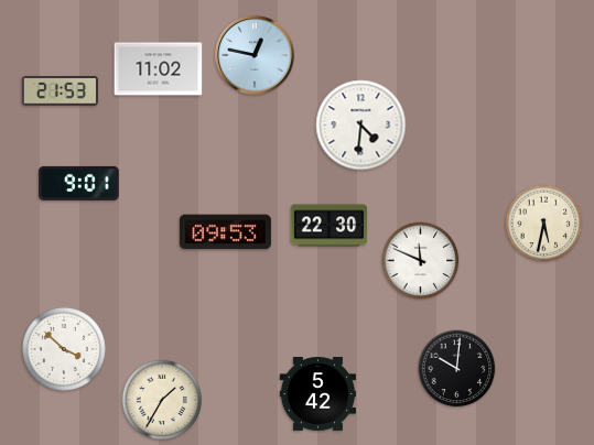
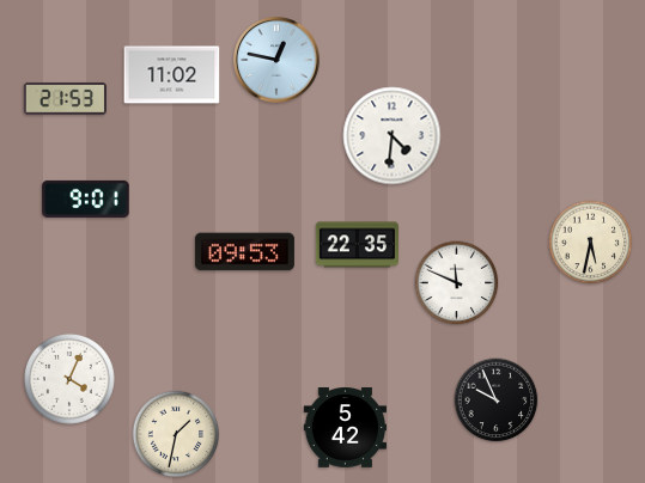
clock at (328, 226): 22:30 -> 22:35
clock at (64, 349): 3:52 -> 4:04
clock at (457, 369): 10:01 -> 9:56
clock at (162, 400): 1:35 -> 1:32
